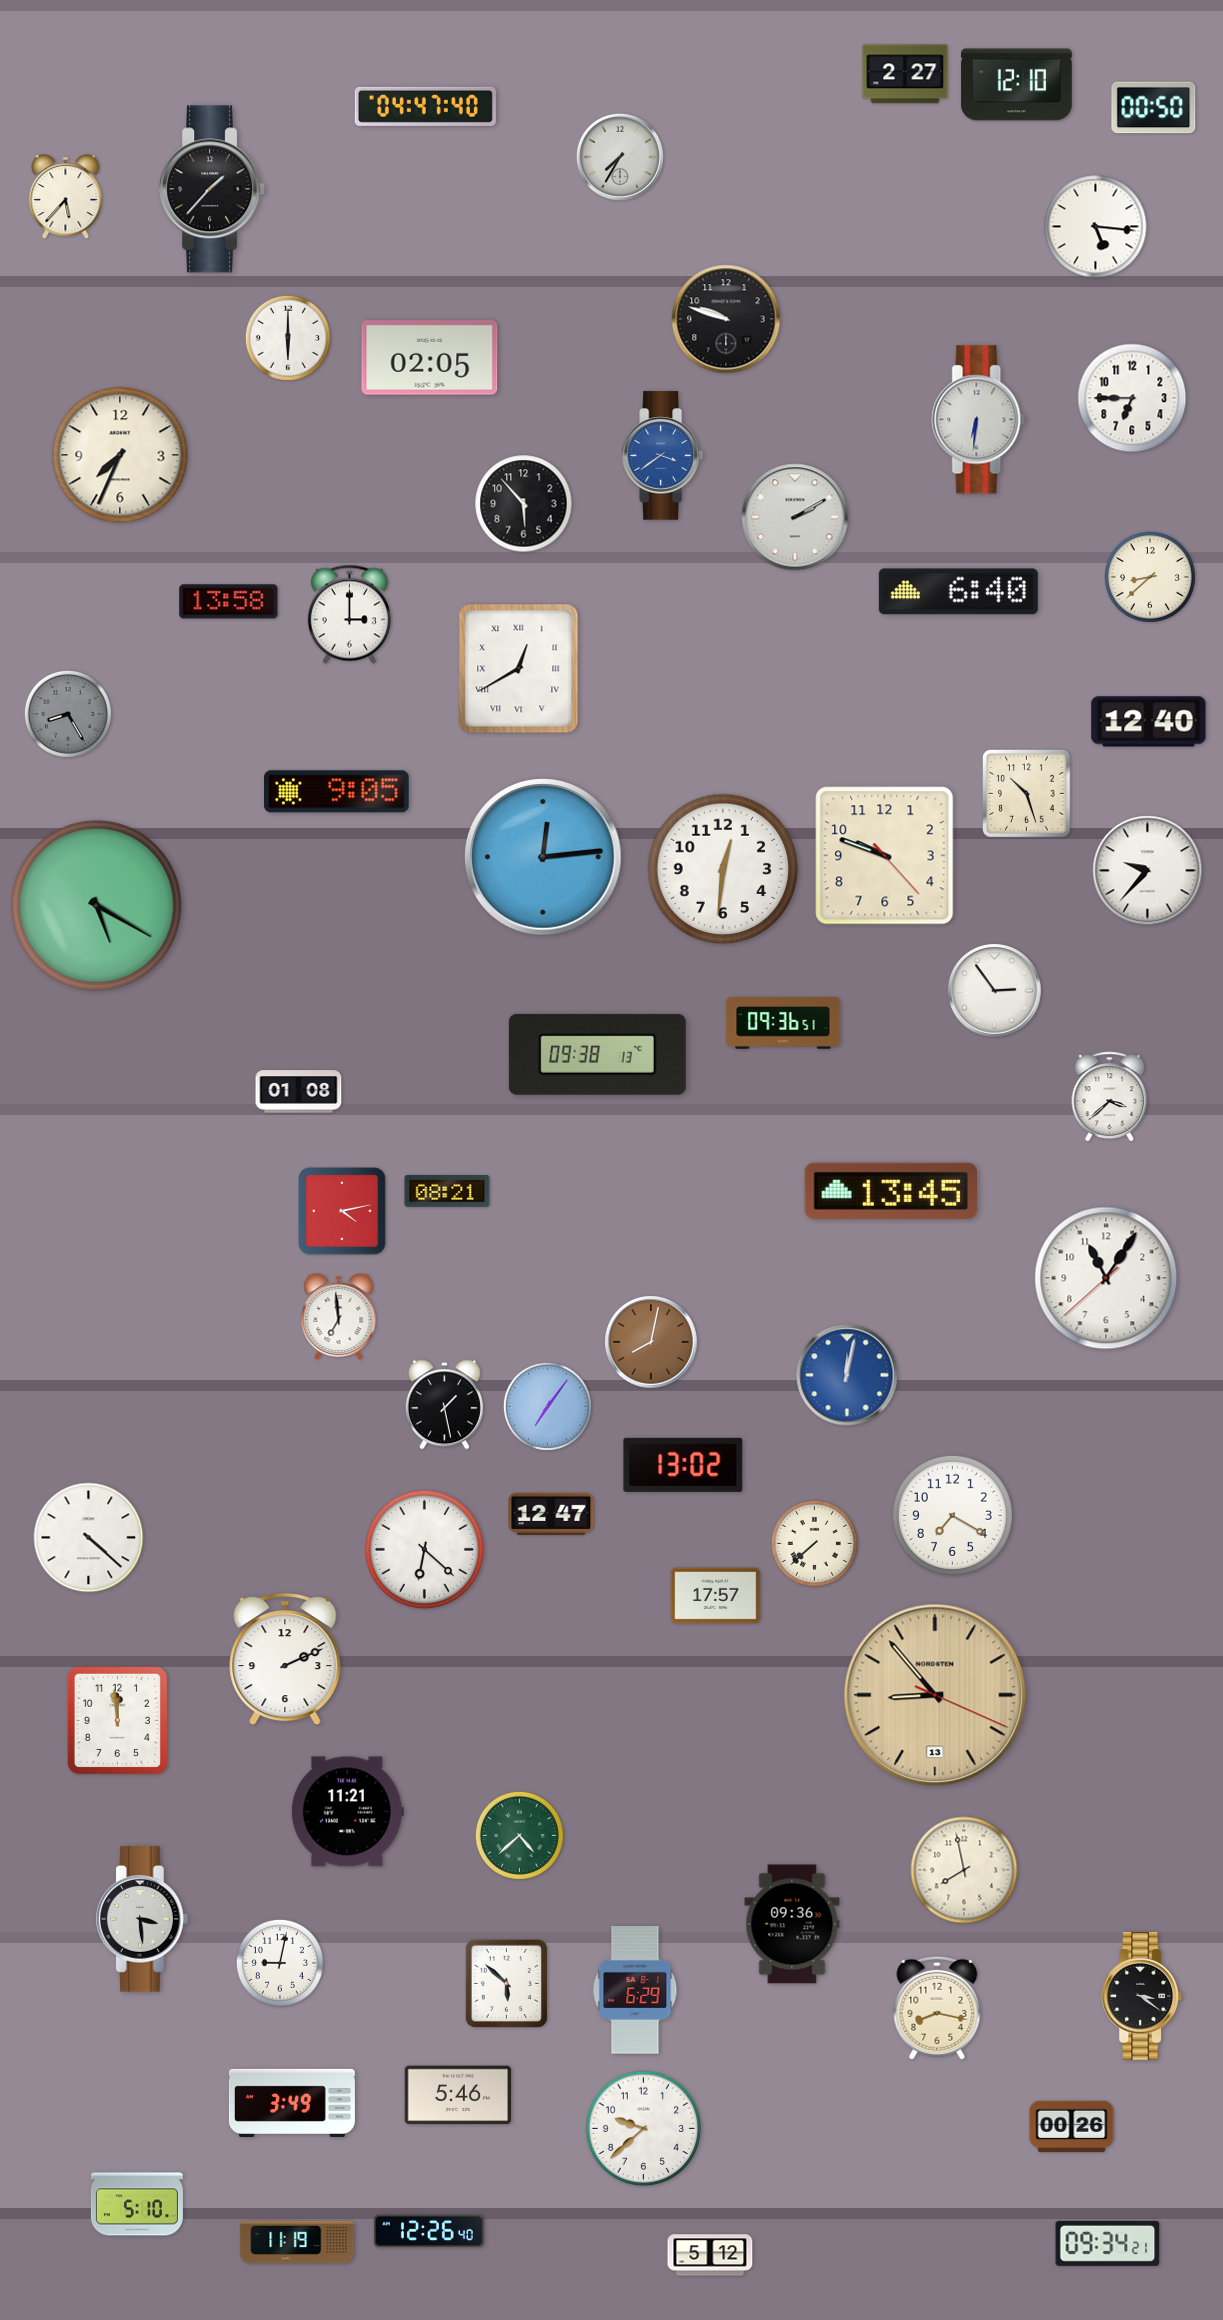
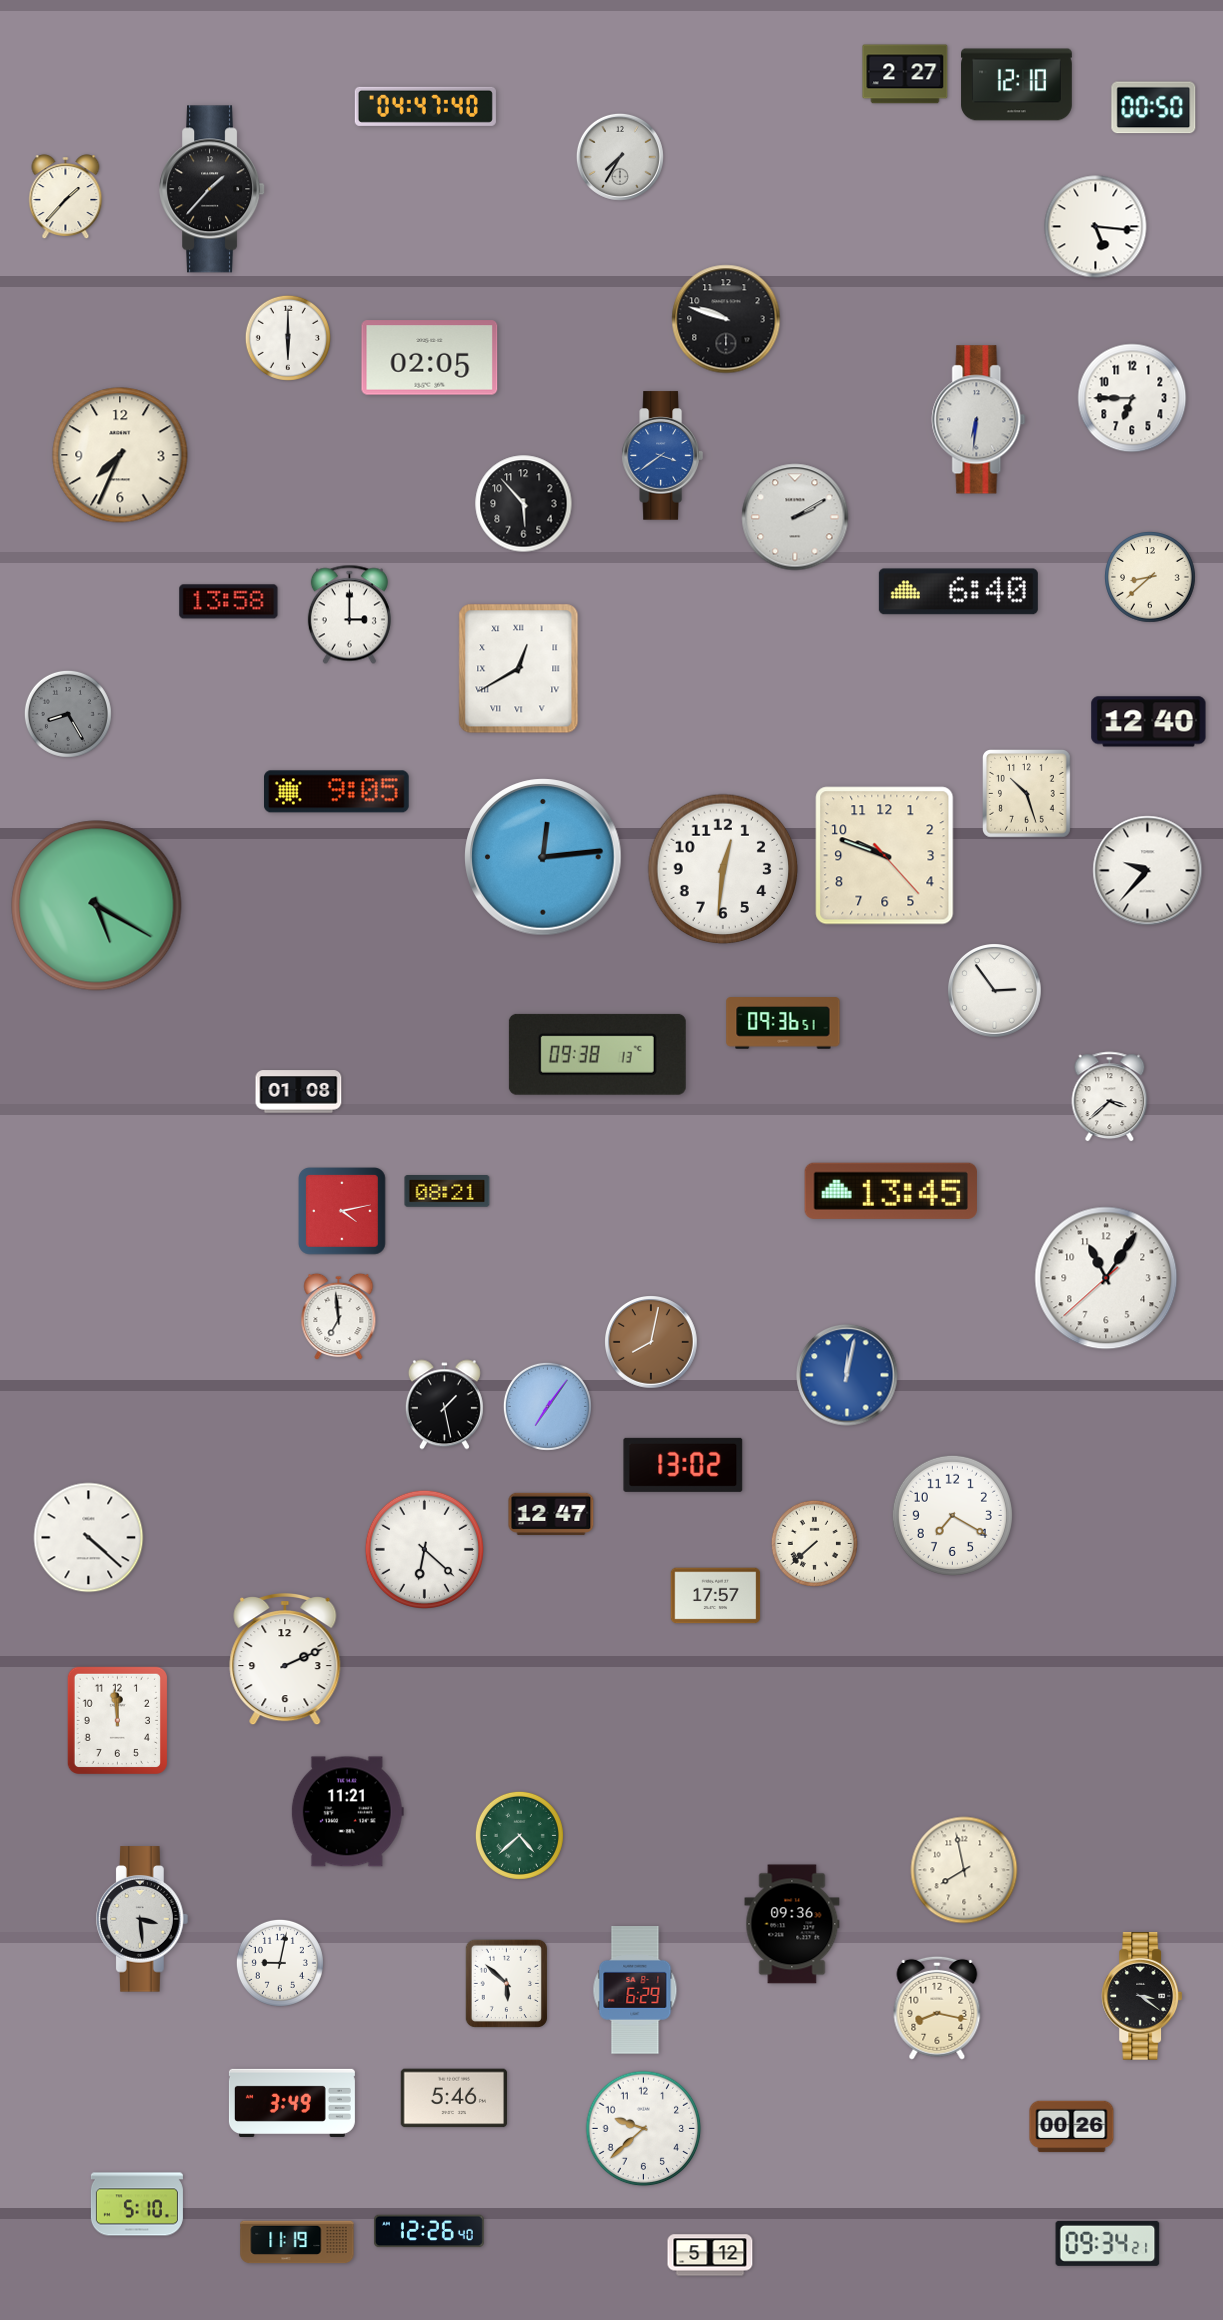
clock at (66, 197): 5:37 -> 1:37
clock at (935, 1695): 8:53 -> none
clock at (458, 2095) position: (458, 2095) -> (454, 2098)
